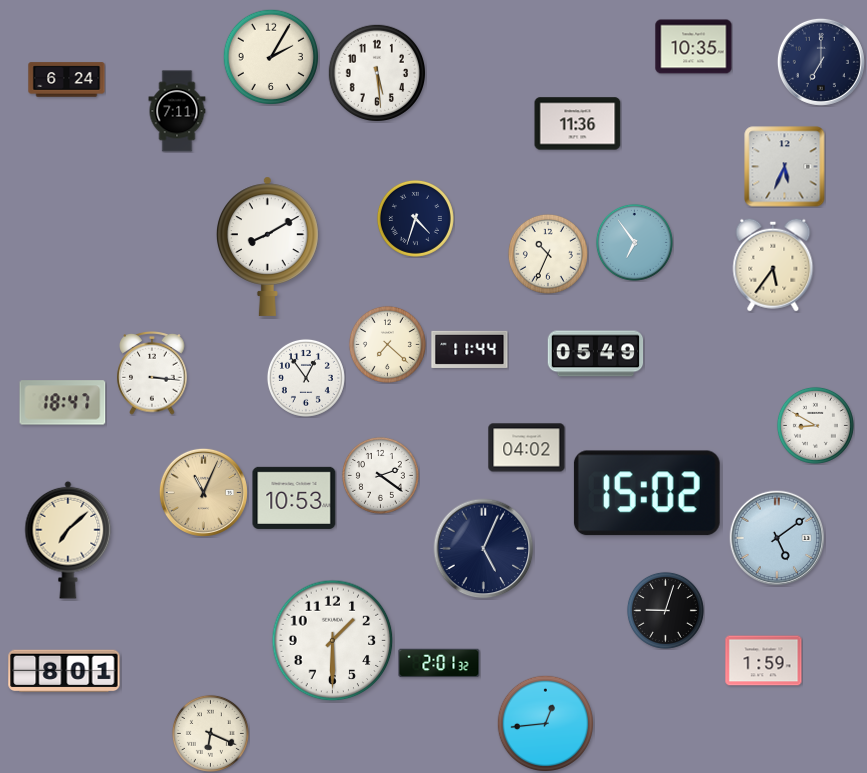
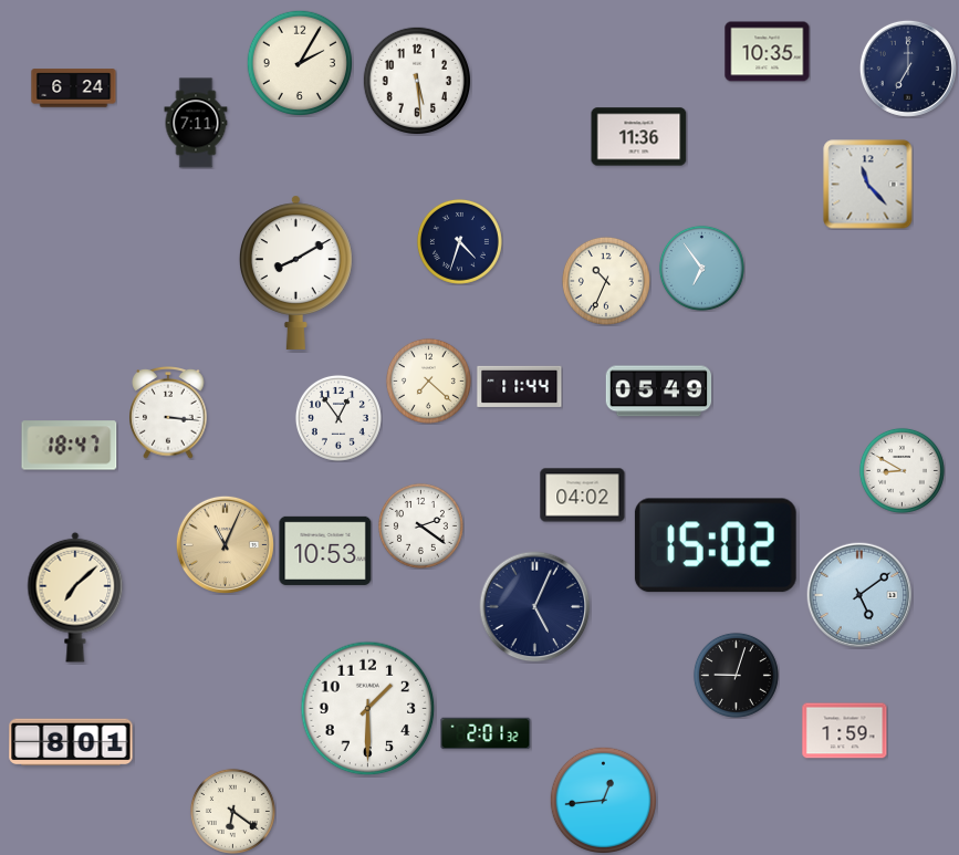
clock at (785, 167): 5:34 -> 11:23
clock at (773, 265): 5:36 -> none
clock at (210, 733): 6:19 -> 6:21
